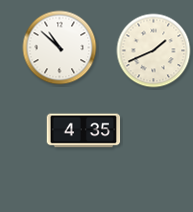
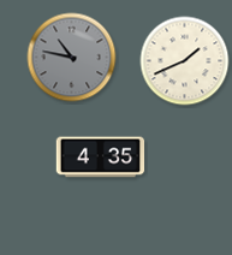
clock at (60, 48): 10:52 -> 10:47
clock at (60, 48) dial: white -> grey
